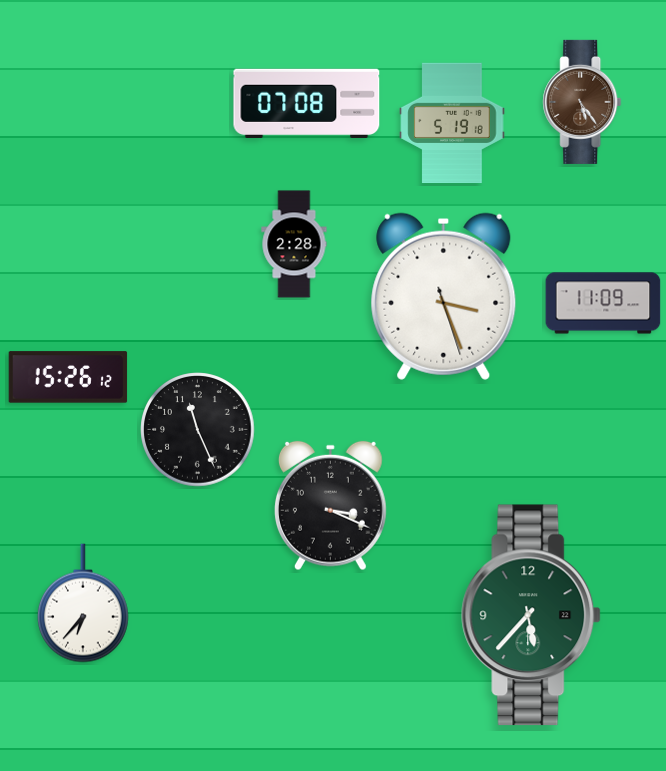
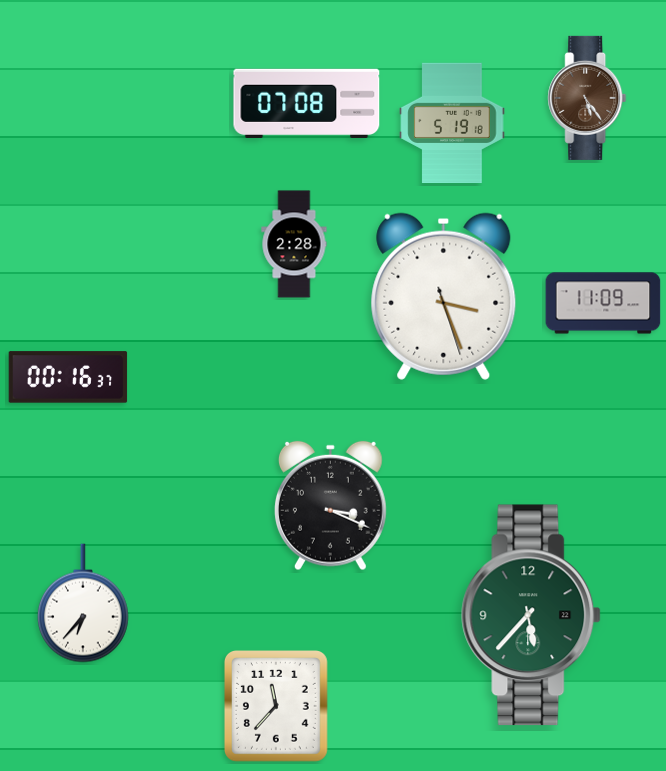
clock at (582, 102) position: (582, 102) -> (587, 98)
clock at (68, 377): 15:26 -> 00:16
clock at (198, 430): 11:26 -> none
clock at (276, 707): none -> 11:37
